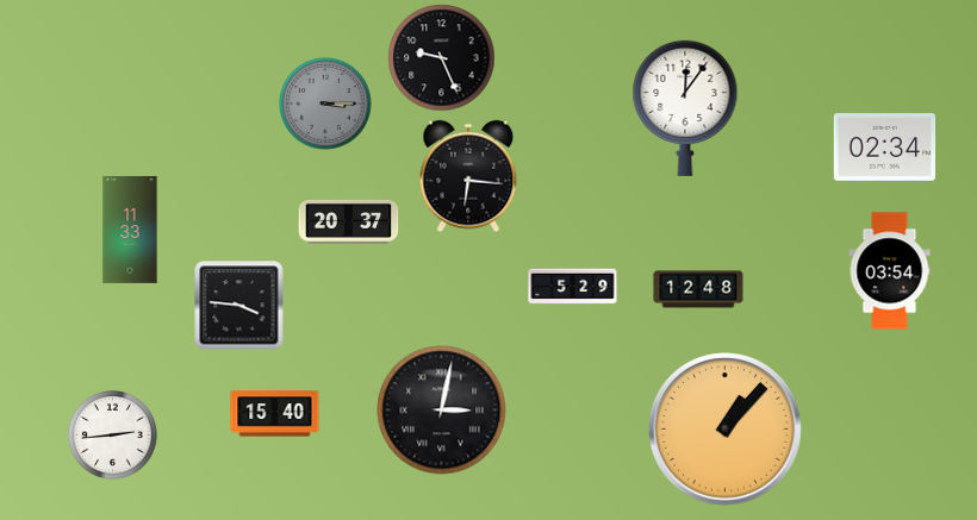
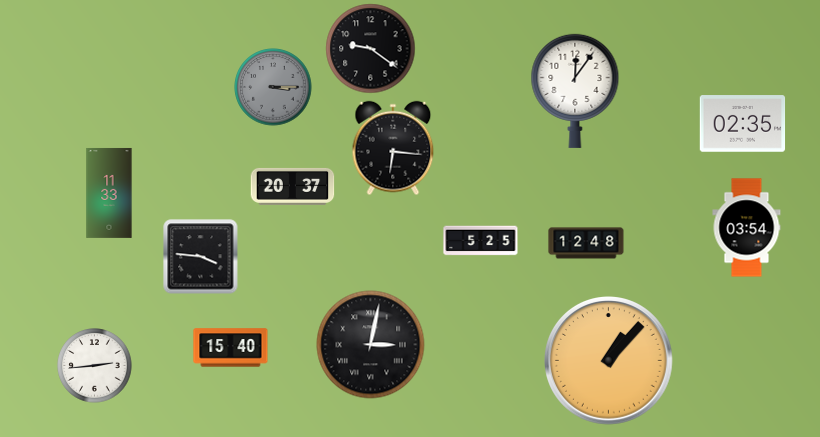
clock at (442, 58): 9:26 -> 9:21
clock at (885, 148): 02:34 -> 02:35
clock at (573, 287): 5:29 -> 5:25
